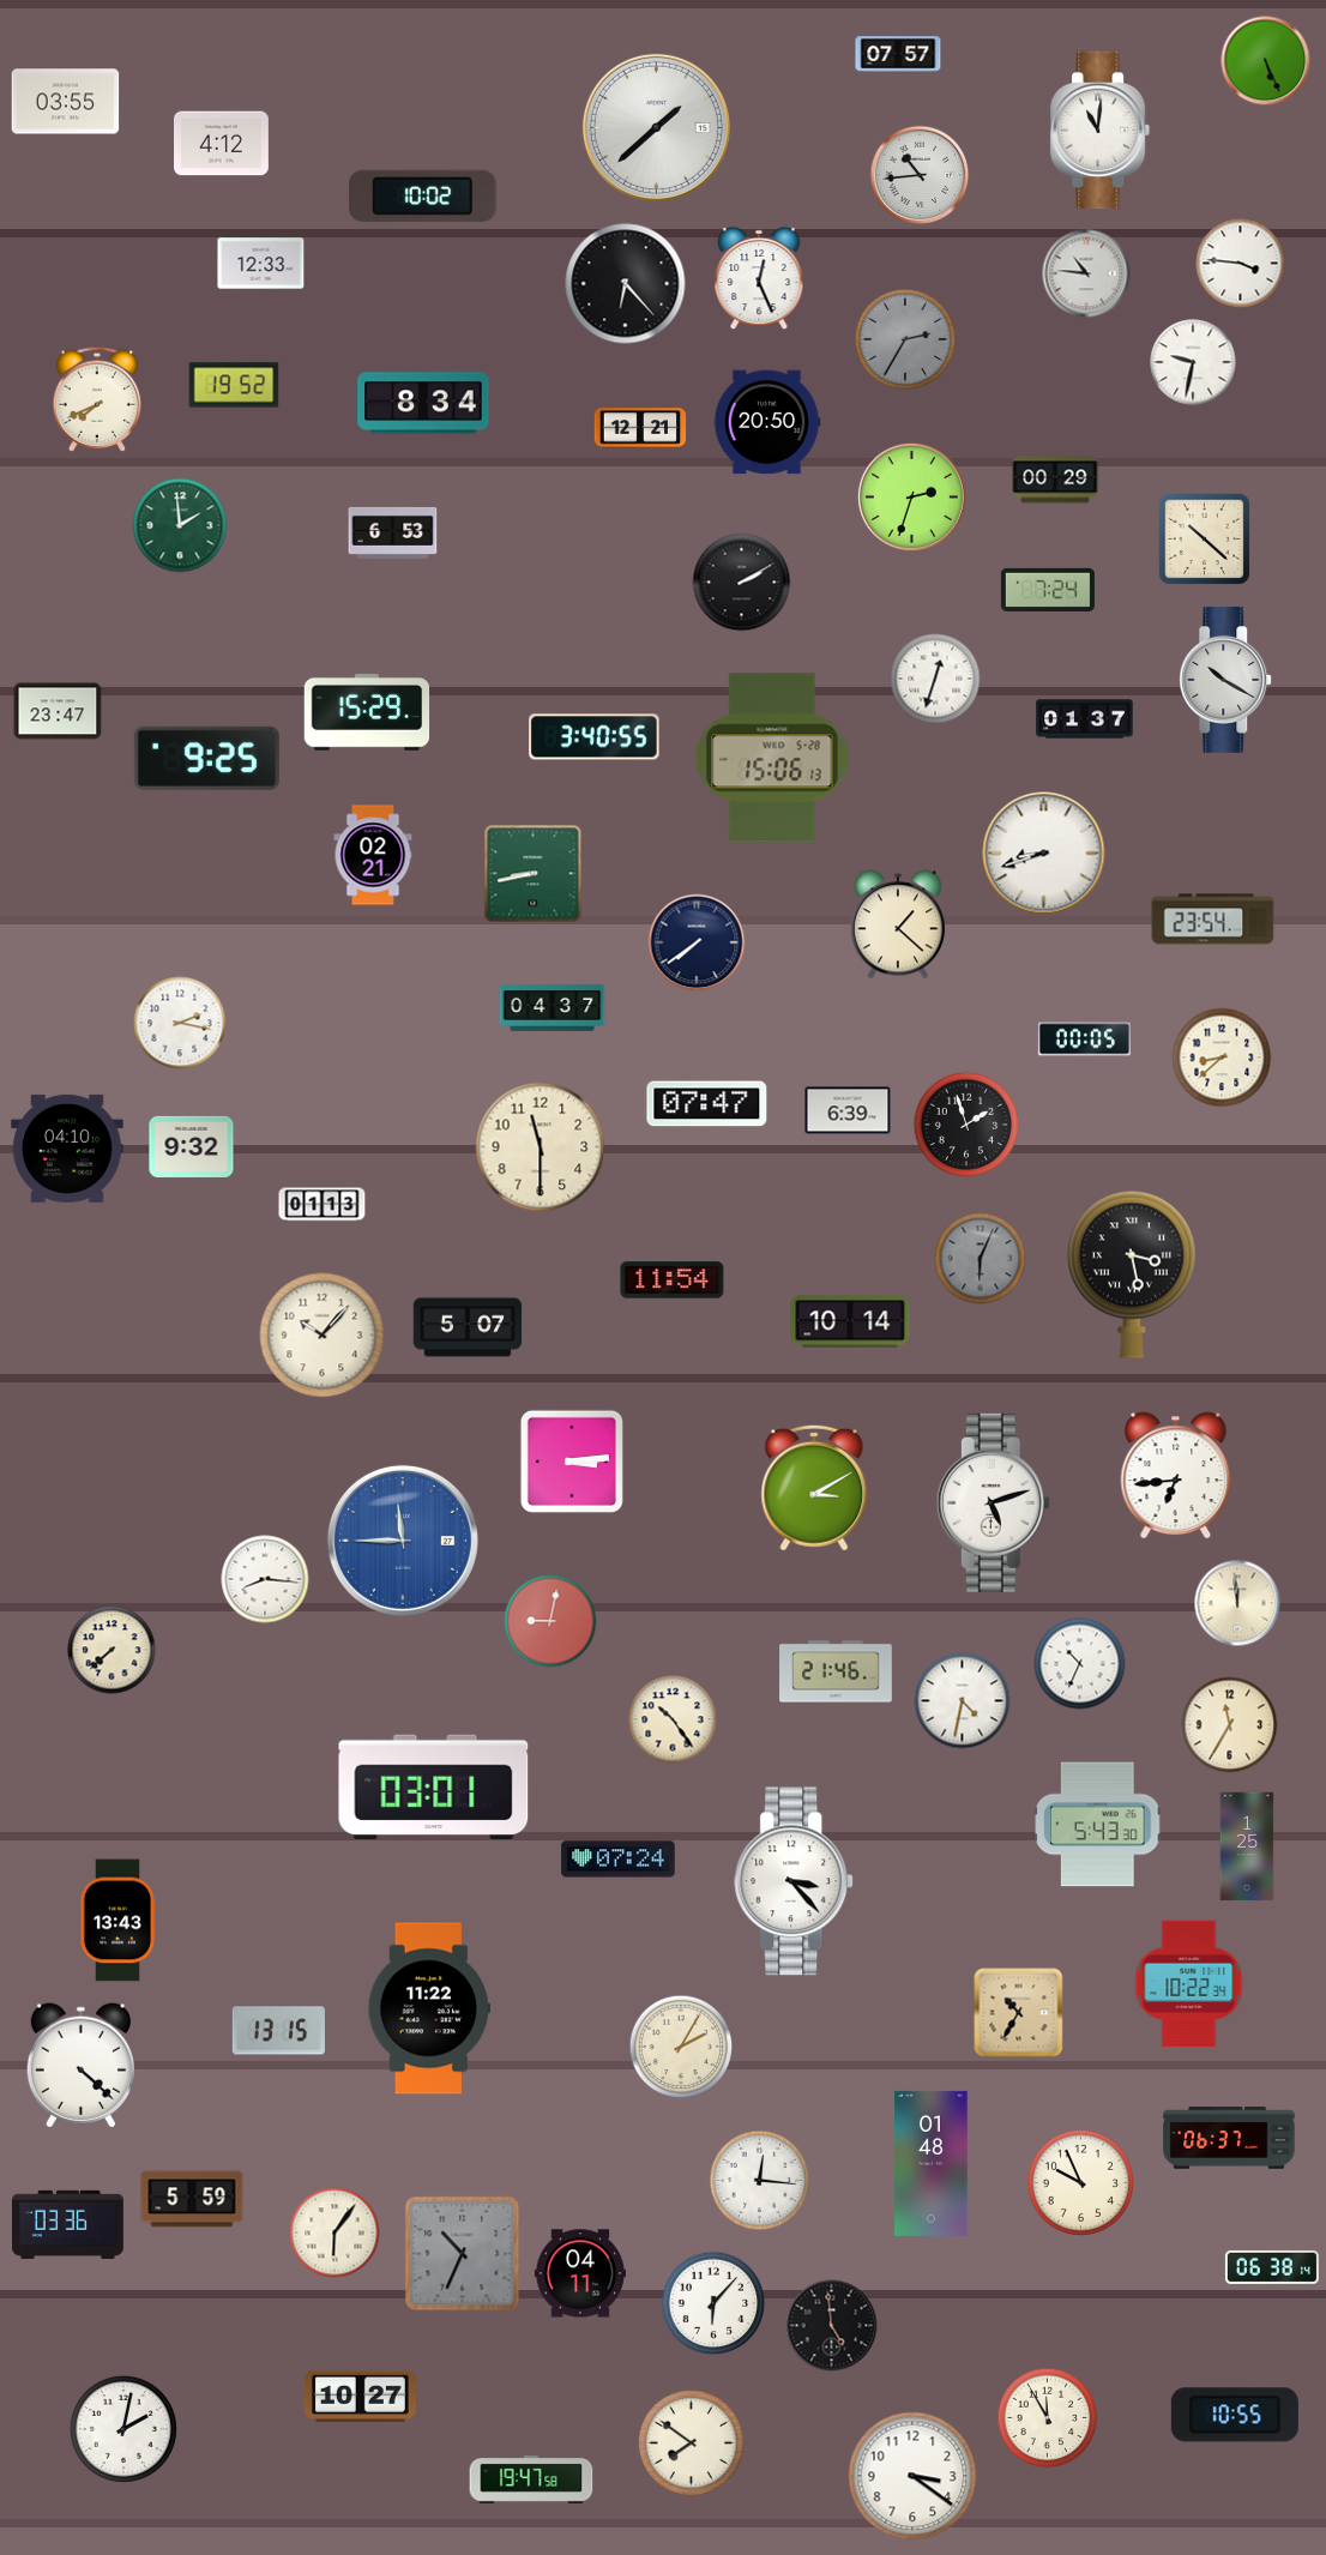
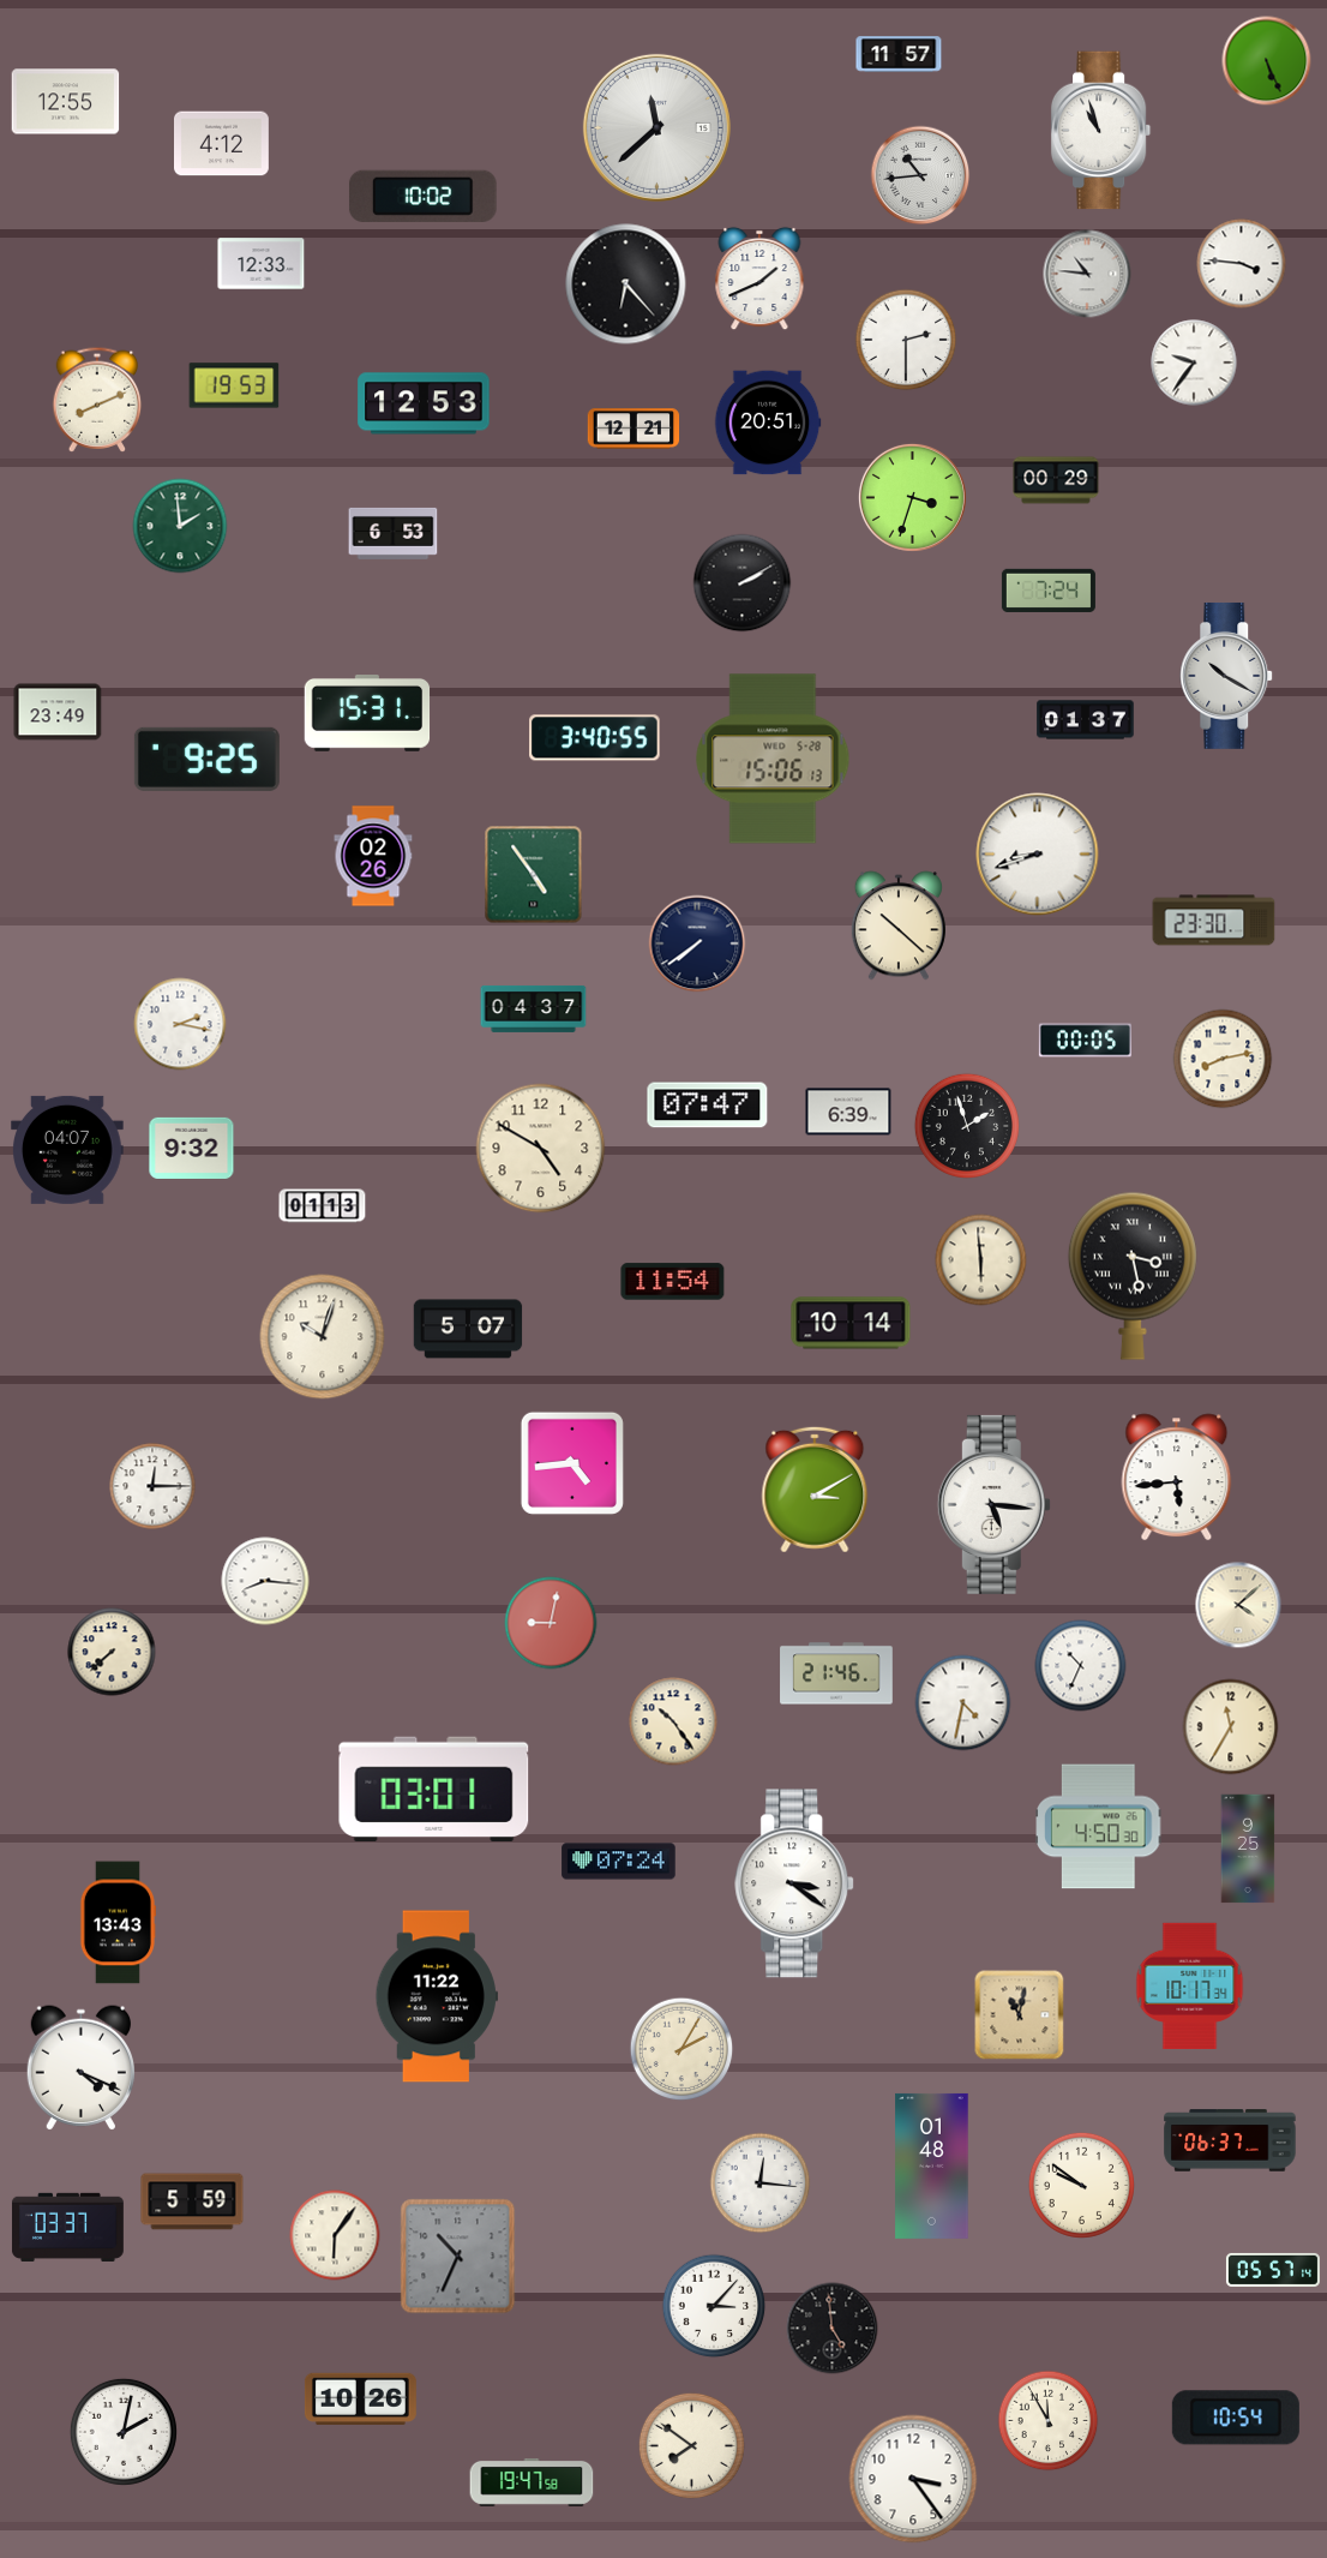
clock at (898, 54): 07:57 -> 11:57
clock at (66, 102): 03:55 -> 12:55
clock at (656, 127): 1:38 -> 11:38
clock at (1101, 131): 11:01 -> 10:57
clock at (759, 278): 12:26 -> 1:41
clock at (905, 339): 2:35 -> 2:30
clock at (905, 339) dial: grey -> white
clock at (1193, 362): 9:32 -> 9:36
clock at (234, 385): 19:52 -> 19:53
clock at (97, 399): 7:41 -> 8:11
clock at (423, 403): 8:34 -> 12:53
clock at (767, 422): 20:50 -> 20:51
clock at (640, 428) position: (640, 428) -> (634, 429)
clock at (911, 496): 2:33 -> 3:33
clock at (1205, 540): 10:22 -> none
clock at (935, 679): 12:33 -> none
clock at (1226, 680) position: (1226, 680) -> (1227, 676)
clock at (58, 711): 23:47 -> 23:49
clock at (367, 713): 15:29 -> 15:31
clock at (1044, 854) position: (1044, 854) -> (1038, 855)
clock at (373, 855): 02:21 -> 02:26
clock at (534, 874): 8:43 -> 4:54
clock at (1213, 920): 23:54 -> 23:30
clock at (898, 924): 1:22 -> 10:22
clock at (553, 1007) position: (553, 1007) -> (534, 1008)
clock at (1222, 1057): 8:38 -> 8:13
clock at (541, 1147): 11:30 -> 4:50
clock at (68, 1149): 04:10 -> 04:07
clock at (981, 1259): 6:04 -> 5:59
clock at (981, 1259) dial: grey -> cream
clock at (323, 1336): 10:07 -> 10:03
clock at (572, 1462): 3:14 -> 4:44
clock at (1176, 1476): 6:44 -> 5:44
clock at (152, 1486): none -> 12:15
clock at (993, 1502): 5:12 -> 5:16
clock at (403, 1541): 11:45 -> none
clock at (1237, 1603): 11:59 -> 4:08
clock at (1098, 1825): 5:43 -> 4:50
clock at (1247, 1846): 1:25 -> 9:25
clock at (795, 1881): 3:23 -> 3:21
clock at (1189, 1983): 10:22 -> 10:17
clock at (429, 2008) position: (429, 2008) -> (437, 1996)
clock at (1019, 2013): 10:35 -> 11:02
clock at (278, 2031): 13:15 -> none
clock at (80, 2066): 4:22 -> 4:19
clock at (1080, 2182): 9:56 -> 9:51
clock at (67, 2224): 03:36 -> 03:37
clock at (463, 2254) position: (463, 2254) -> (458, 2257)
clock at (1272, 2267): 06:38 -> 05:57
clock at (580, 2273): 04:11 -> none
clock at (713, 2303): 6:07 -> 3:07
clock at (360, 2396): 10:27 -> 10:26
clock at (1235, 2415): 10:55 -> 10:54
clock at (912, 2476): 3:21 -> 3:24
